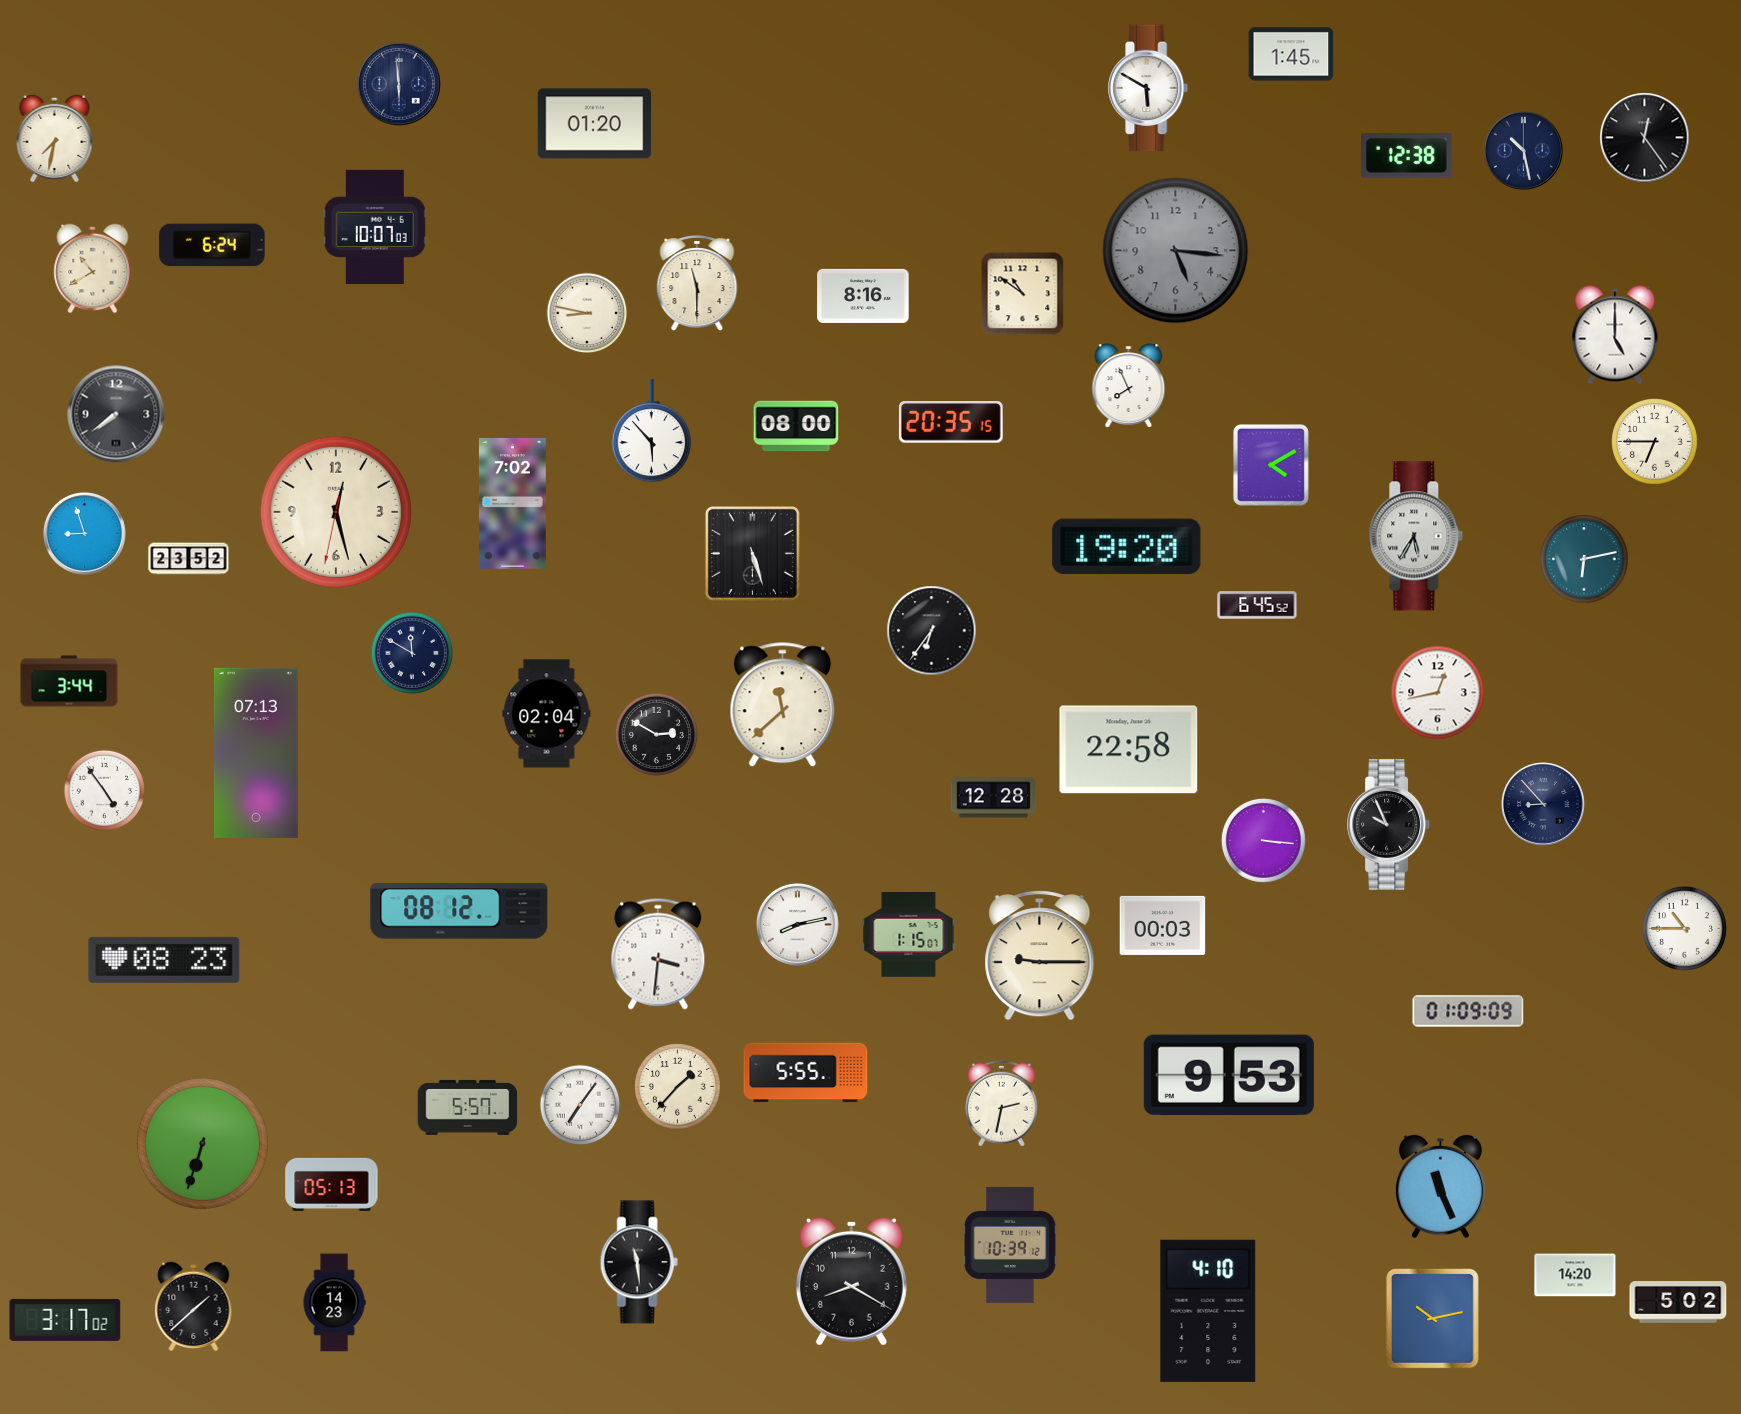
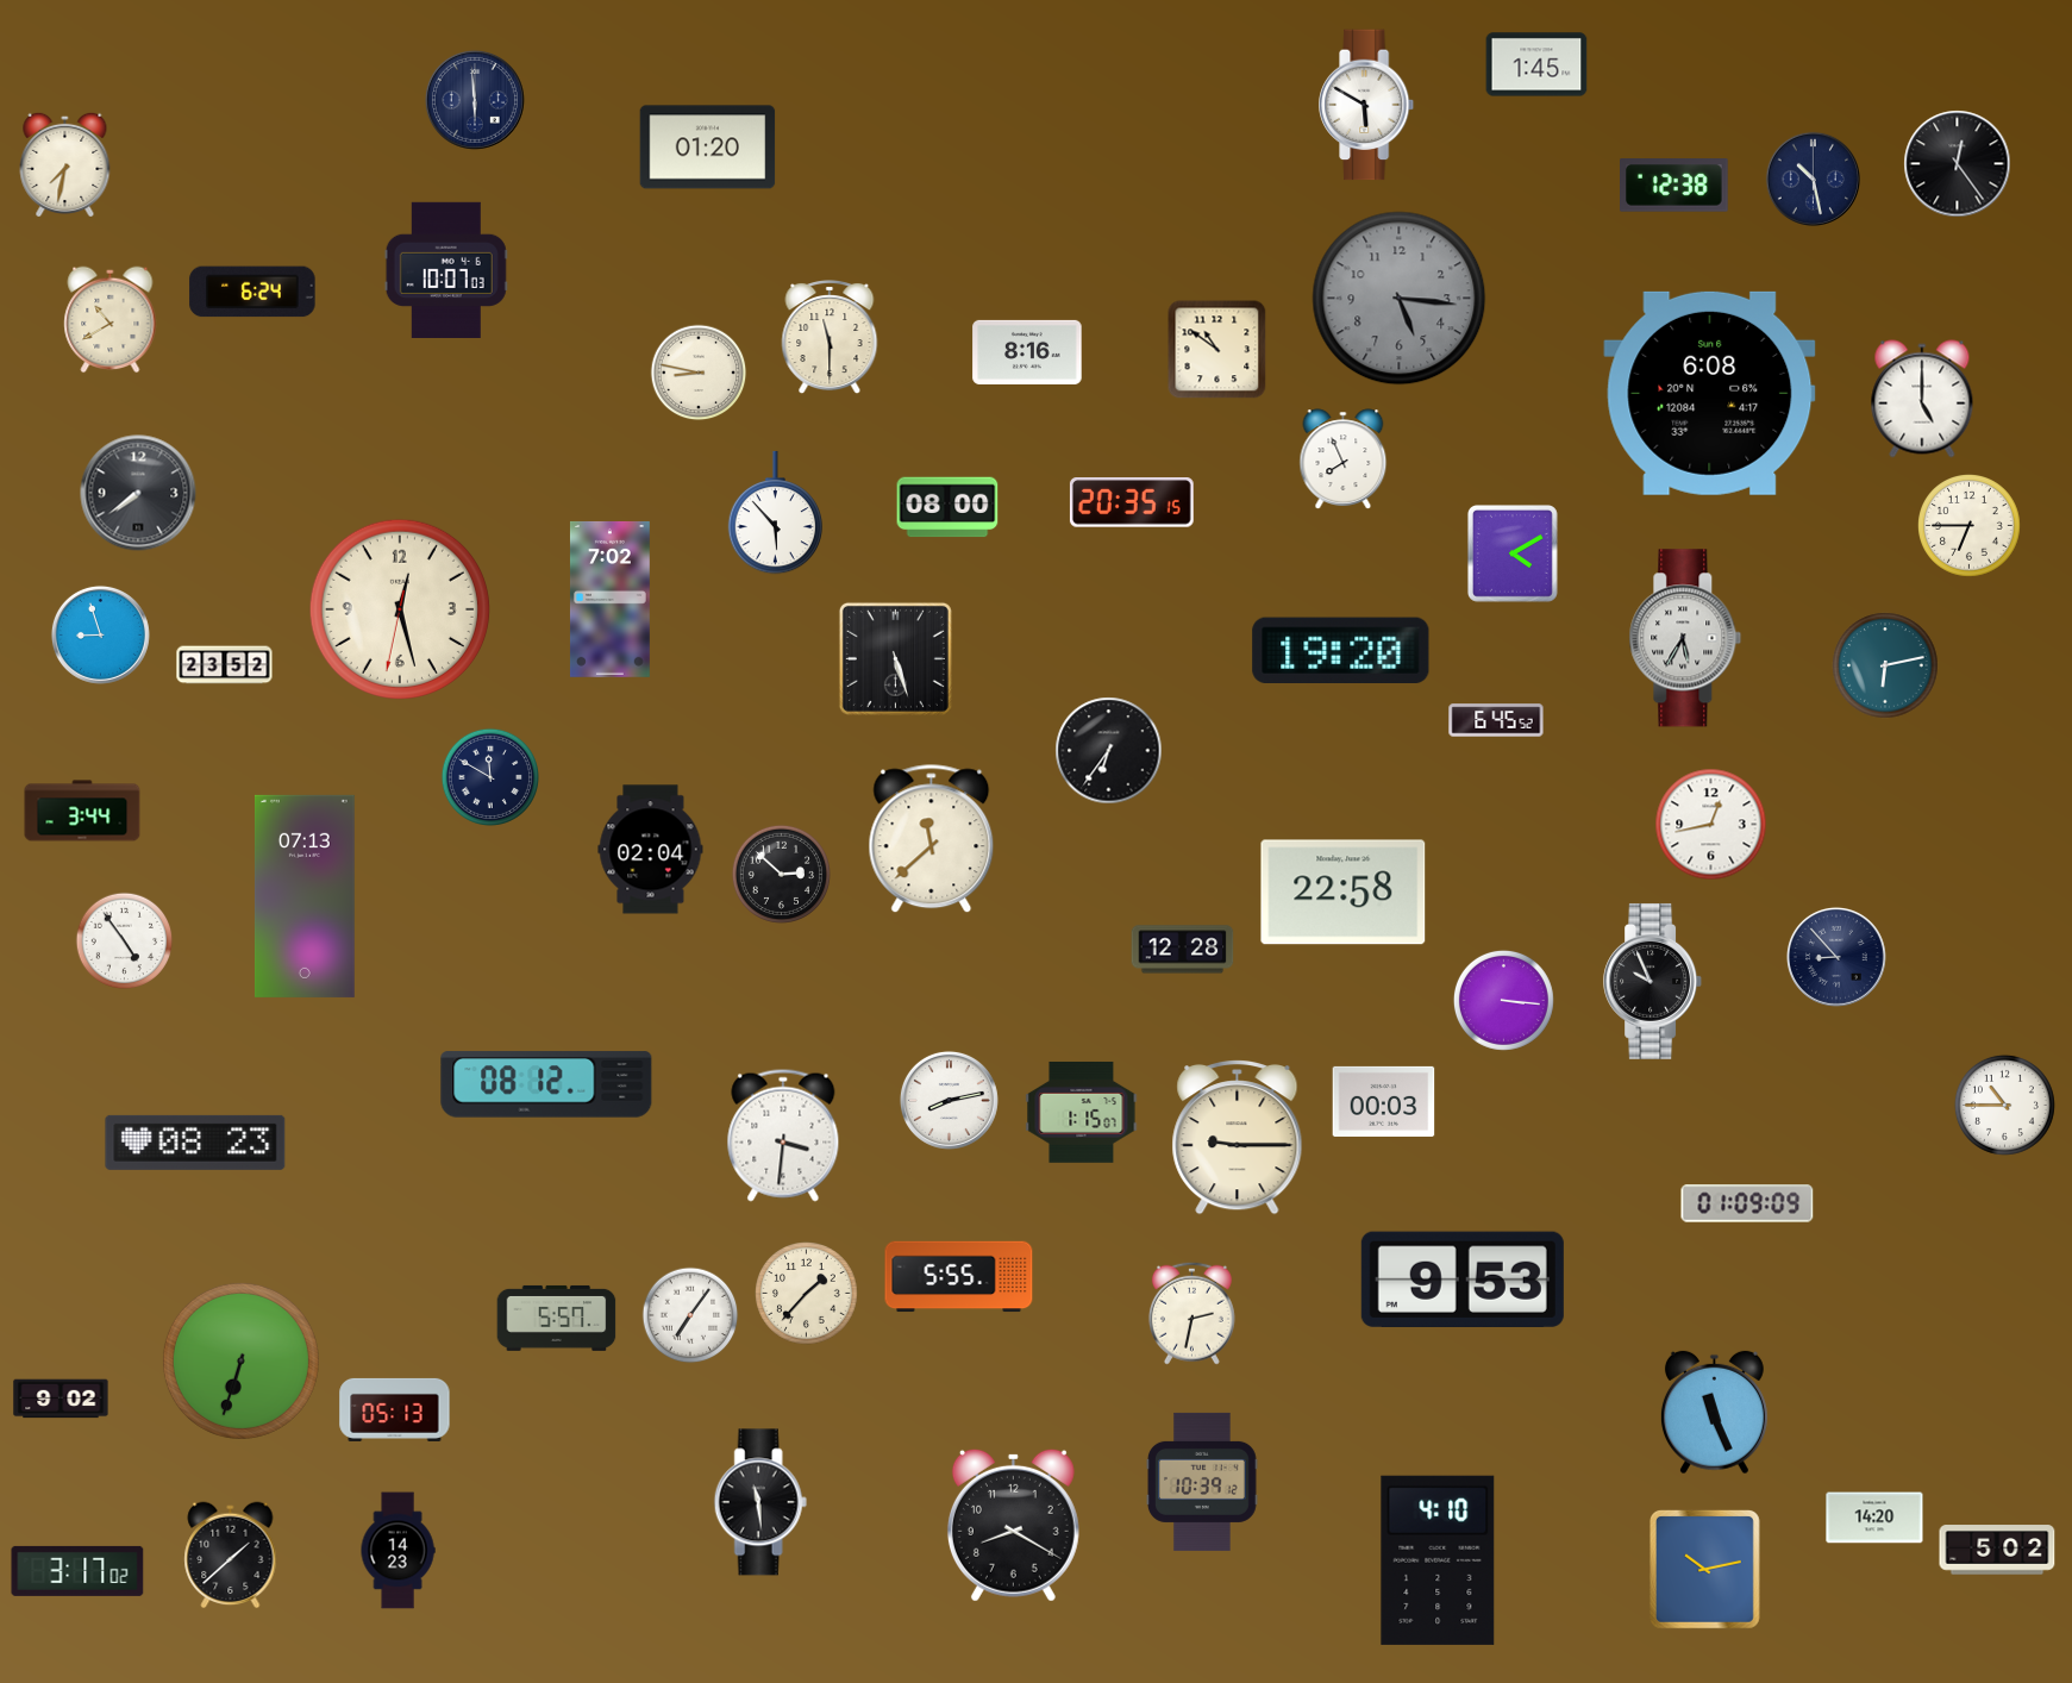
clock at (1710, 393): none -> 6:08
clock at (656, 734): 2:50 -> 2:52
clock at (61, 1399): none -> 9:02
